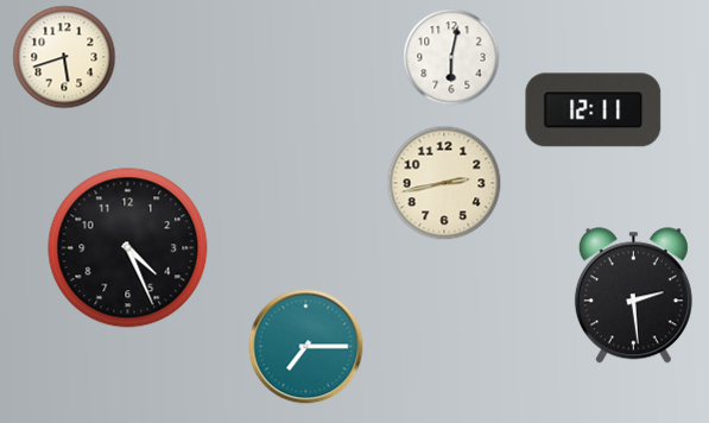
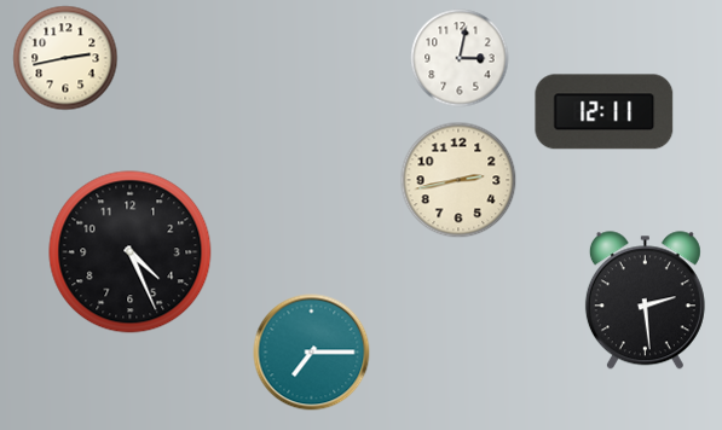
clock at (64, 57): 5:42 -> 2:43
clock at (451, 57): 6:02 -> 3:02
clock at (444, 183) position: (444, 183) -> (458, 180)
